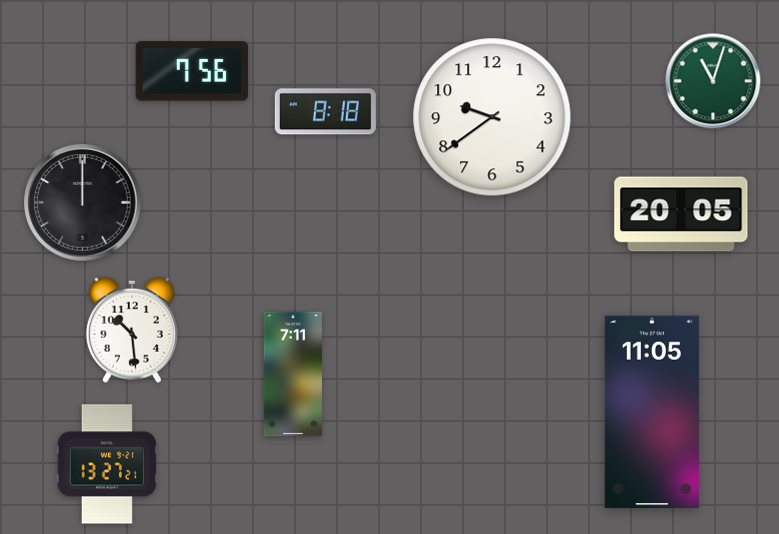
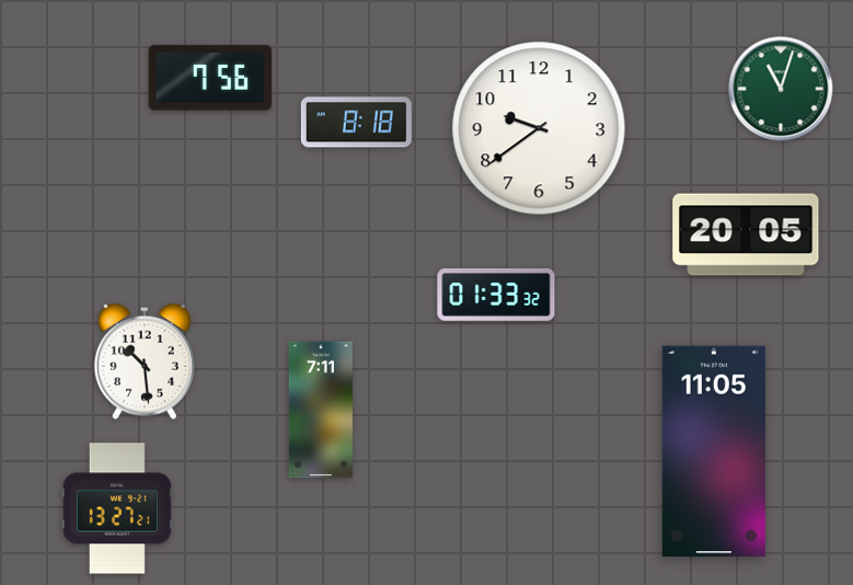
clock at (83, 203): 12:00 -> none
clock at (496, 295): none -> 01:33
